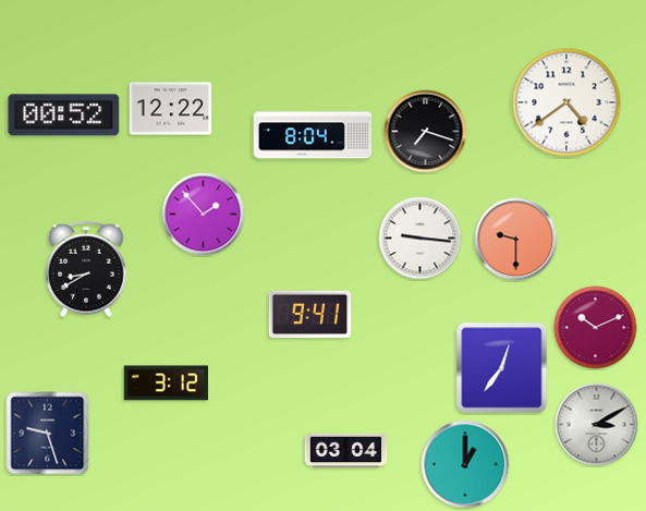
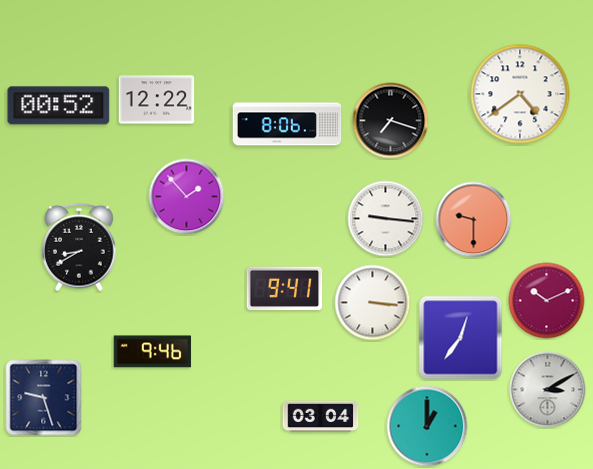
clock at (313, 135): 8:04 -> 8:06
clock at (373, 303): none -> 3:16
clock at (166, 384): 3:12 -> 9:46
clock at (346, 451) position: (346, 451) -> (321, 417)
